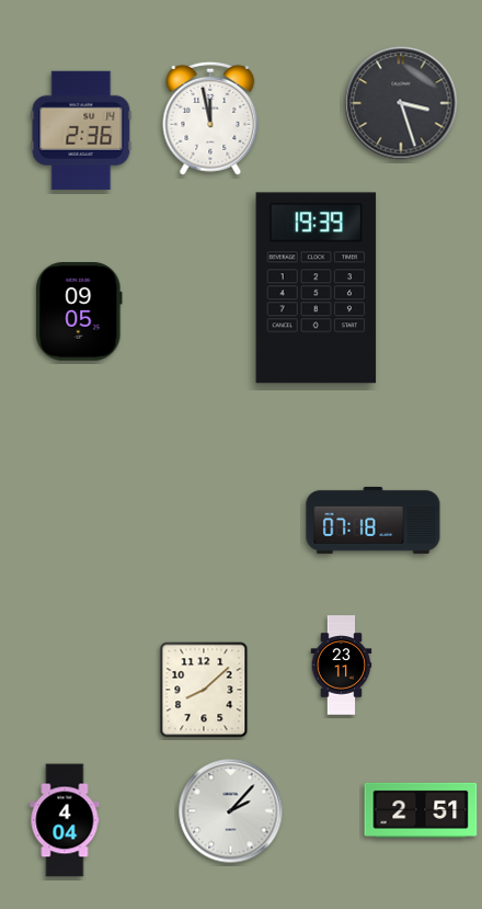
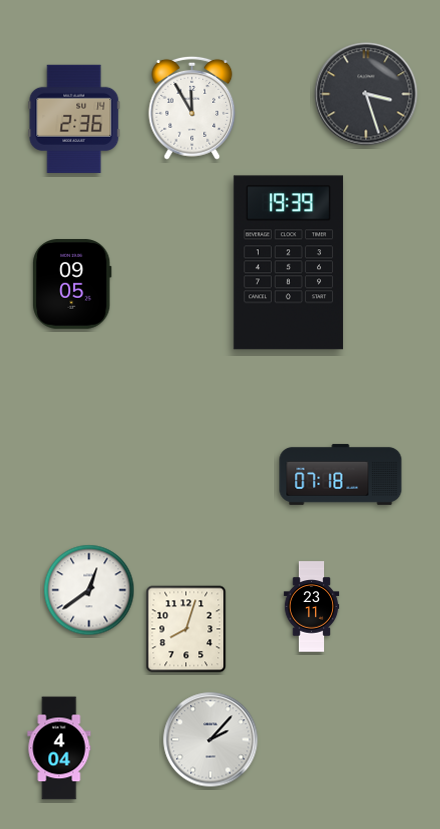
clock at (210, 118): 11:58 -> 11:55
clock at (89, 590): none -> 12:39
clock at (204, 690): 8:08 -> 8:03
clock at (421, 810): 2:51 -> none
